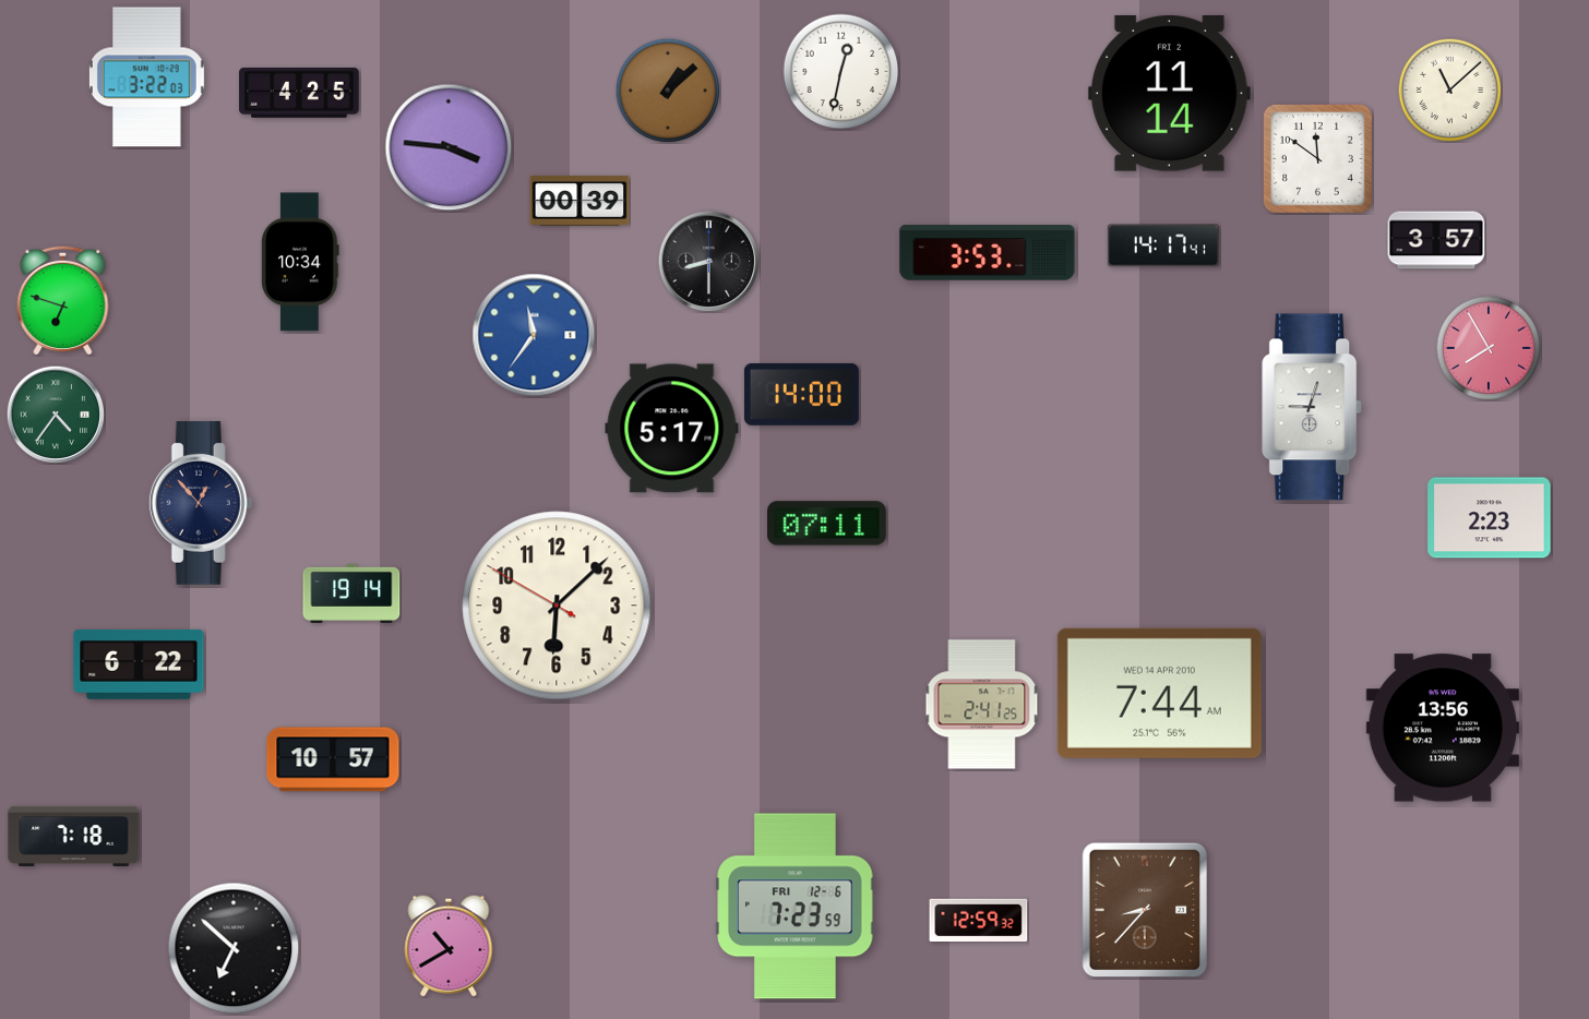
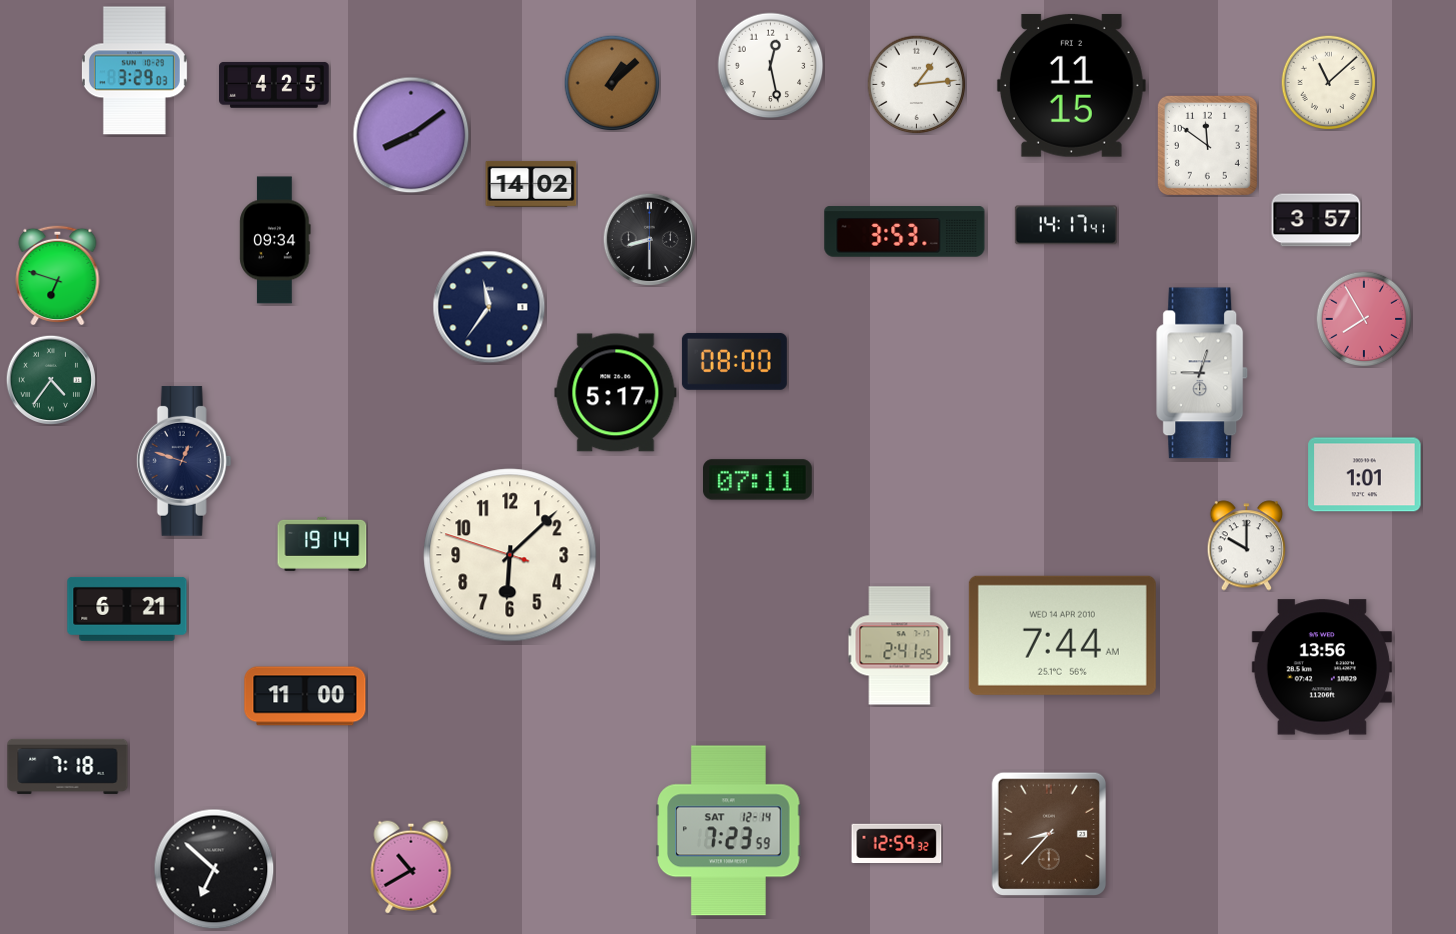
clock at (841, 72): 12:32 -> 12:28
clock at (146, 77): 3:22 -> 3:29
clock at (917, 85): none -> 1:14
clock at (1169, 93): 11:14 -> 11:15
clock at (449, 147): 3:46 -> 8:09
clock at (580, 201): 00:39 -> 14:02
clock at (300, 262): 10:34 -> 09:34
clock at (534, 335) dial: blue -> navy
clock at (801, 394): 14:00 -> 08:00
clock at (201, 504): 12:53 -> 12:48
clock at (1490, 518): 2:23 -> 1:01
clock at (1247, 546): none -> 10:00
clock at (557, 606): 6:07:50 -> 6:07:48
clock at (139, 664): 6:22 -> 6:21
clock at (333, 759): 10:57 -> 11:00
clock at (796, 907) date: FRI 12-6 -> SAT 12-14
